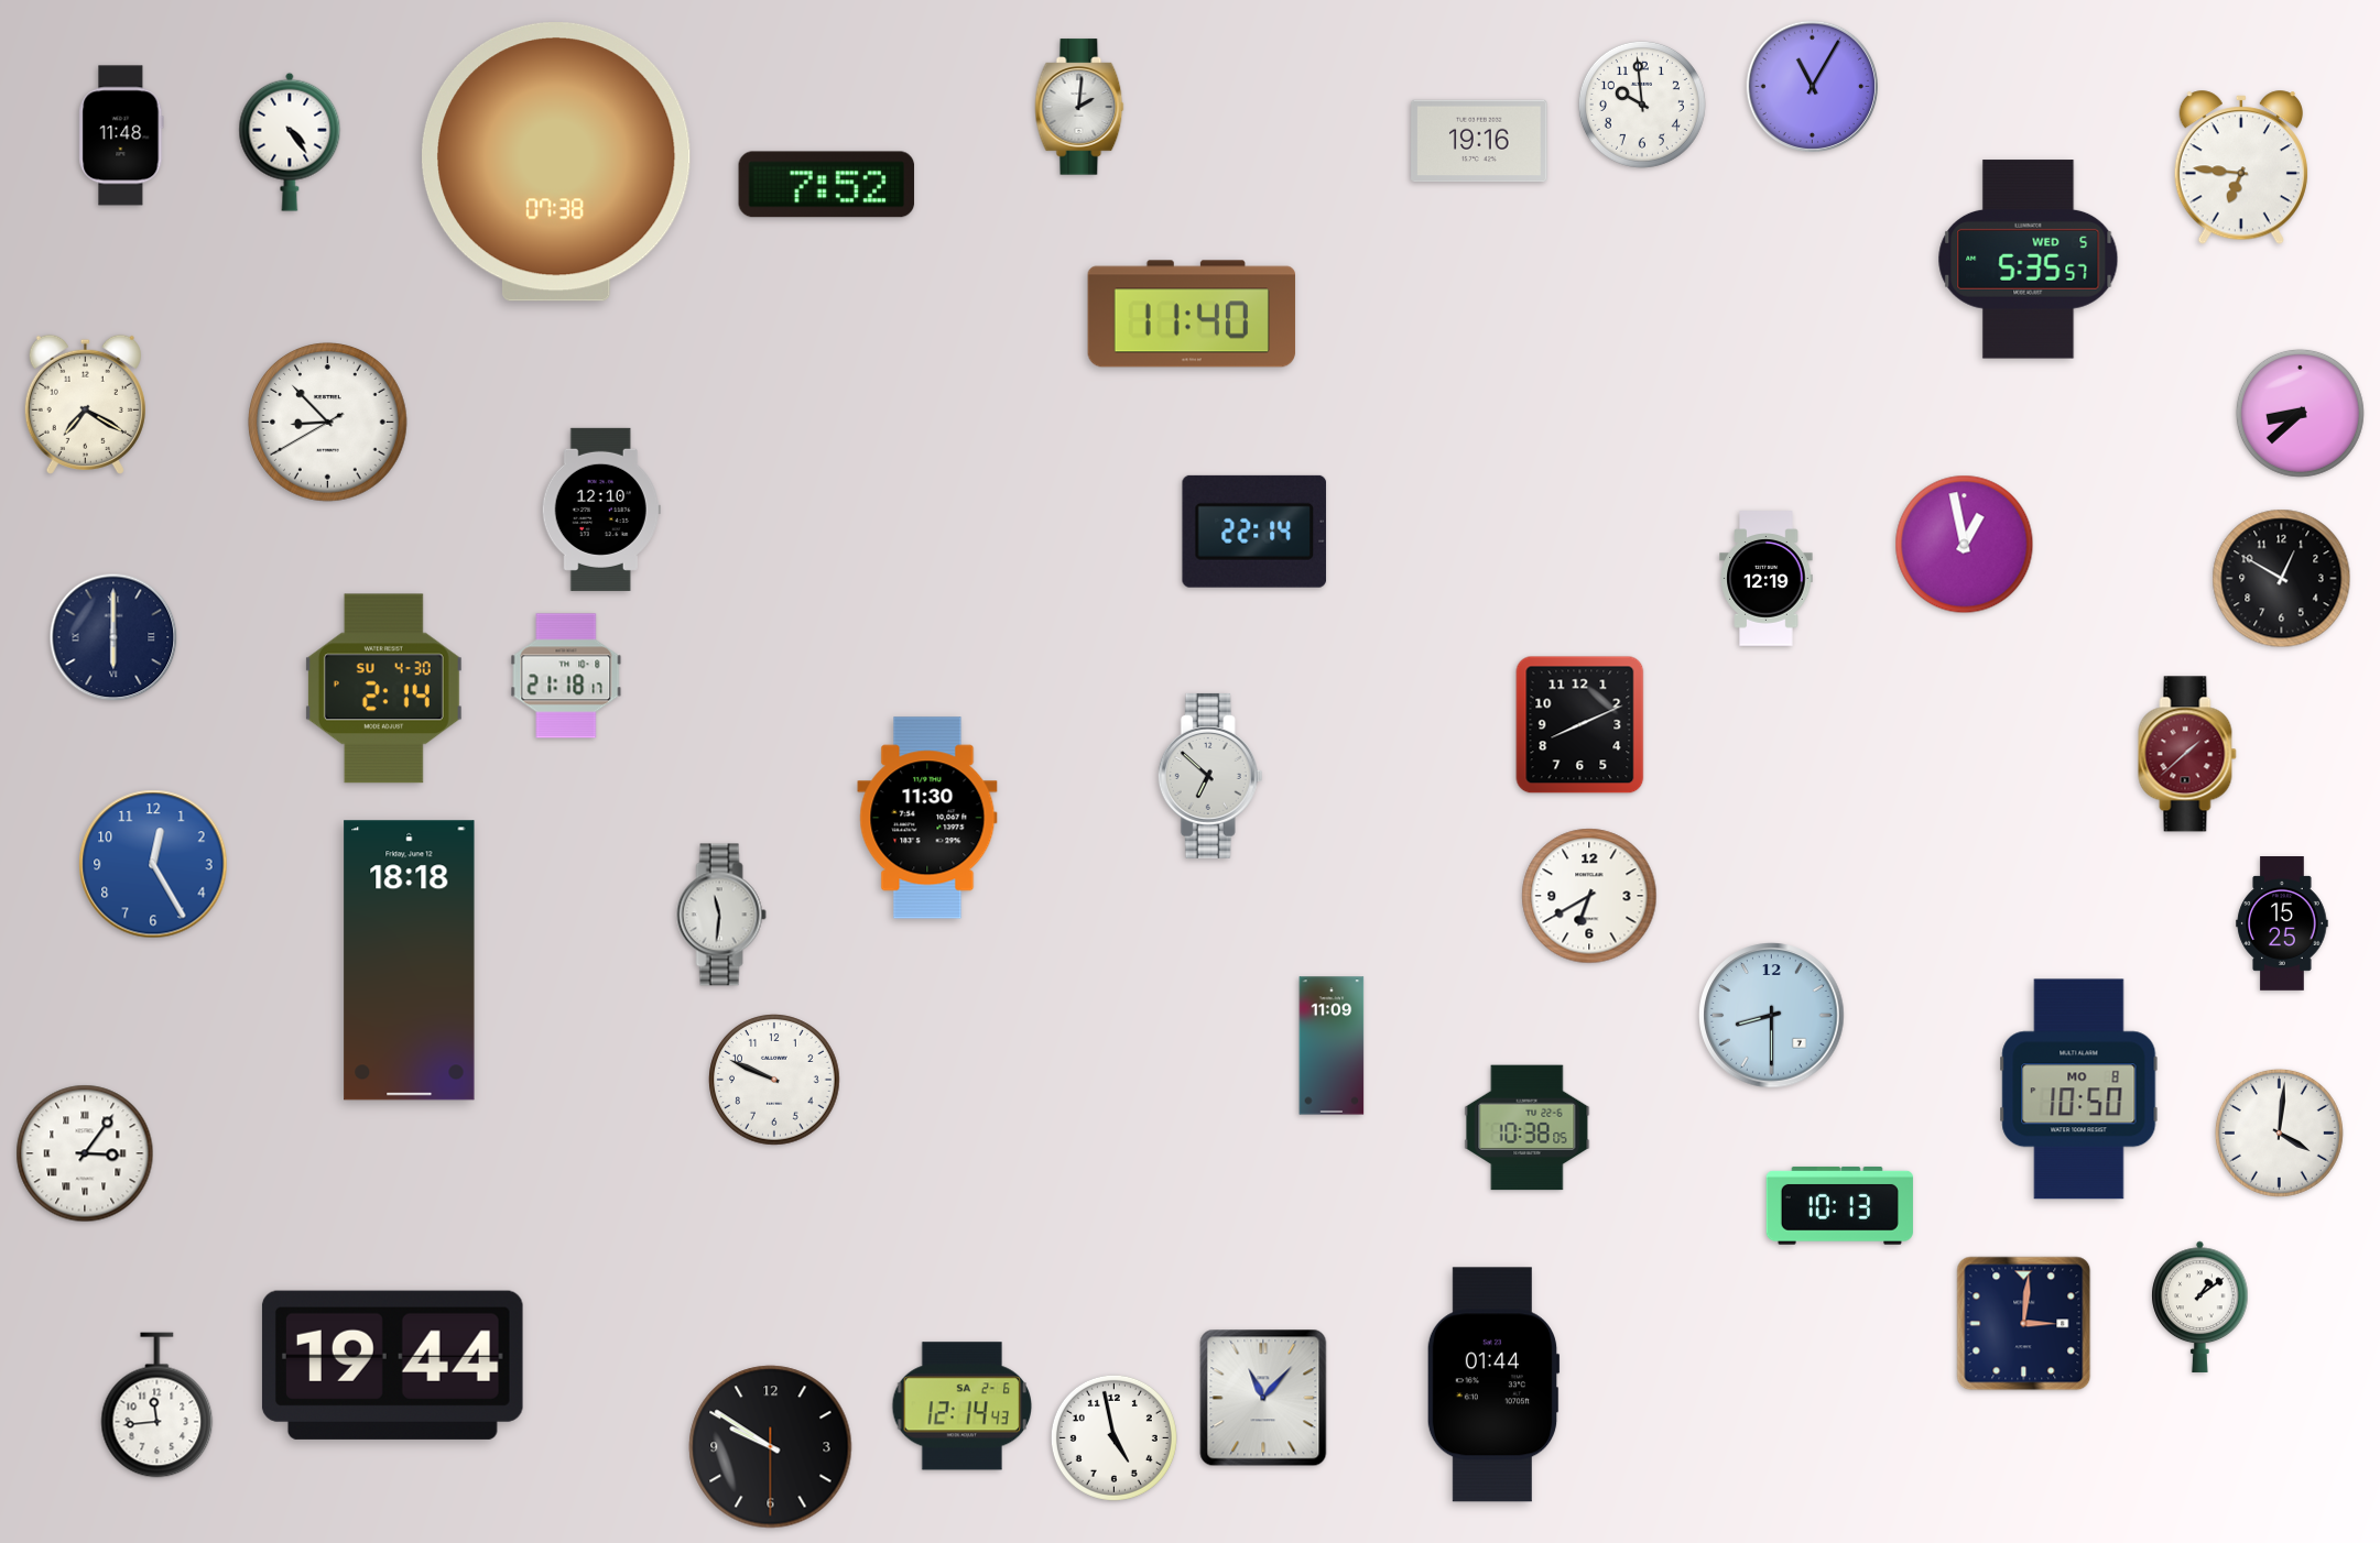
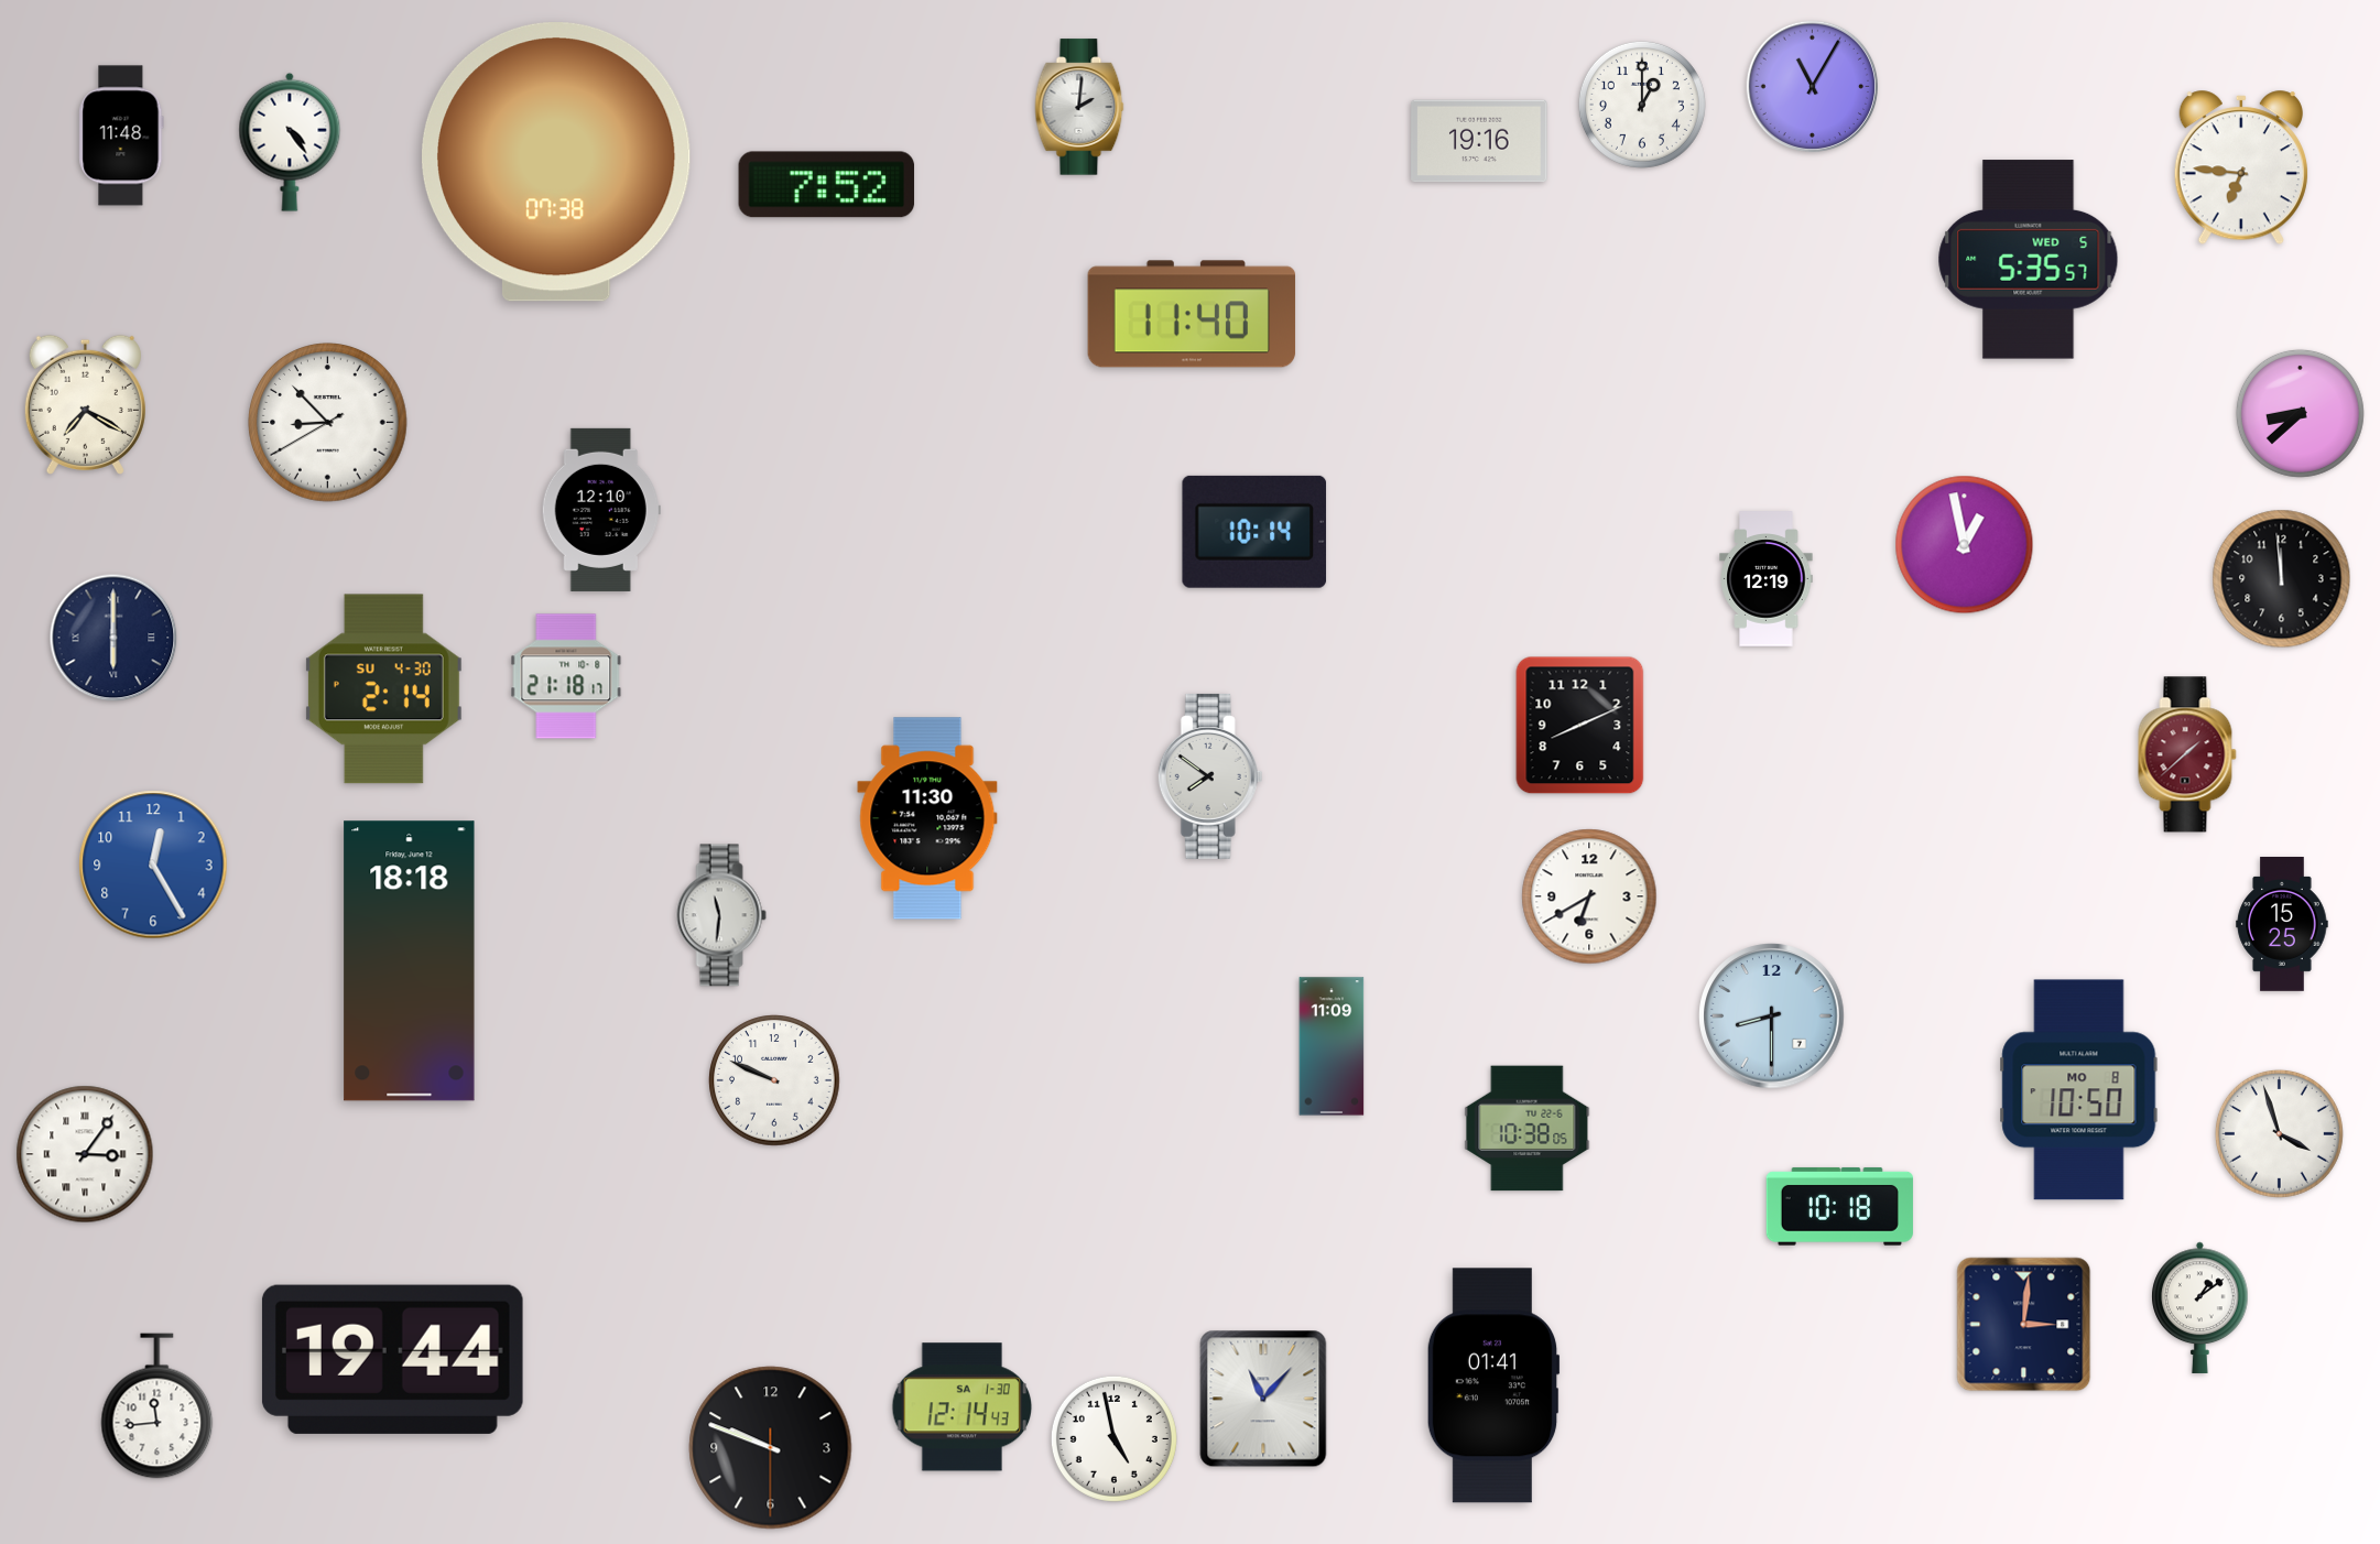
clock at (1642, 105): 9:59 -> 1:00
clock at (1254, 532): 22:14 -> 10:14
clock at (2282, 579): 12:50 -> 11:59
clock at (1210, 776): 6:52 -> 7:51
clock at (2279, 1132): 4:01 -> 3:57
clock at (1839, 1206): 10:13 -> 10:18
clock at (392, 1365) position: (392, 1365) -> (392, 1359)
clock at (1493, 1385): 01:44 -> 01:41
clock at (963, 1407) date: SA 2-6 -> SA 1-30
clock at (771, 1447): 9:50 -> 9:48
